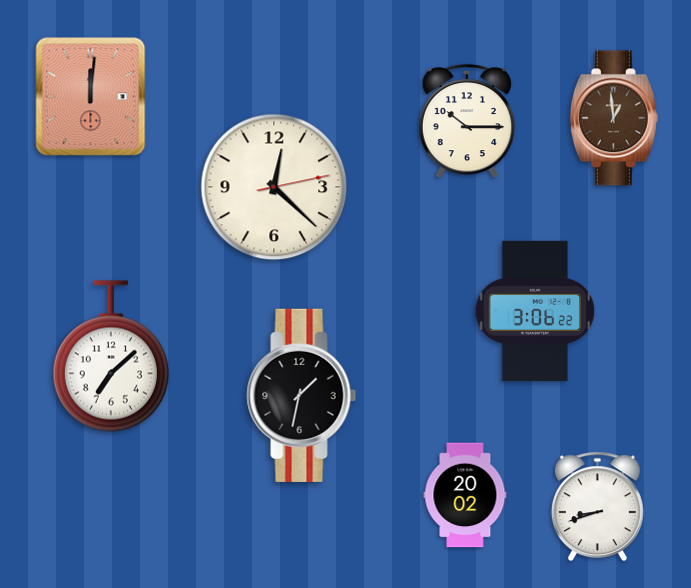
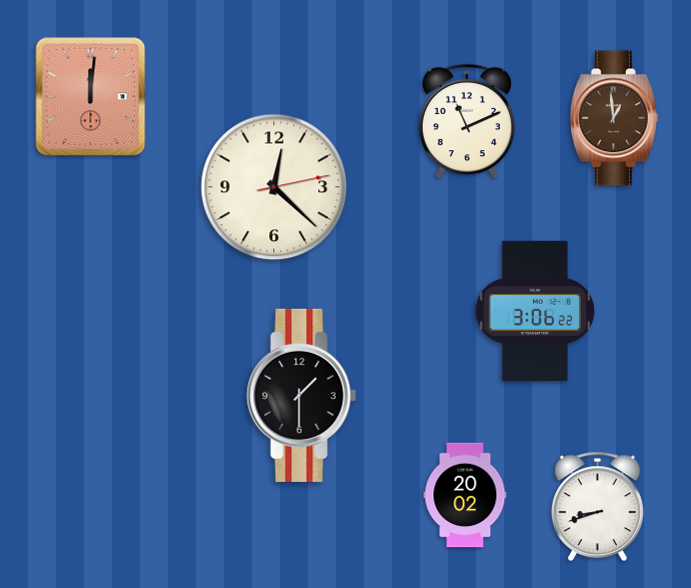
clock at (466, 121): 10:15 -> 11:11
clock at (111, 356): 7:08 -> none
clock at (302, 395): 1:32 -> 1:30
